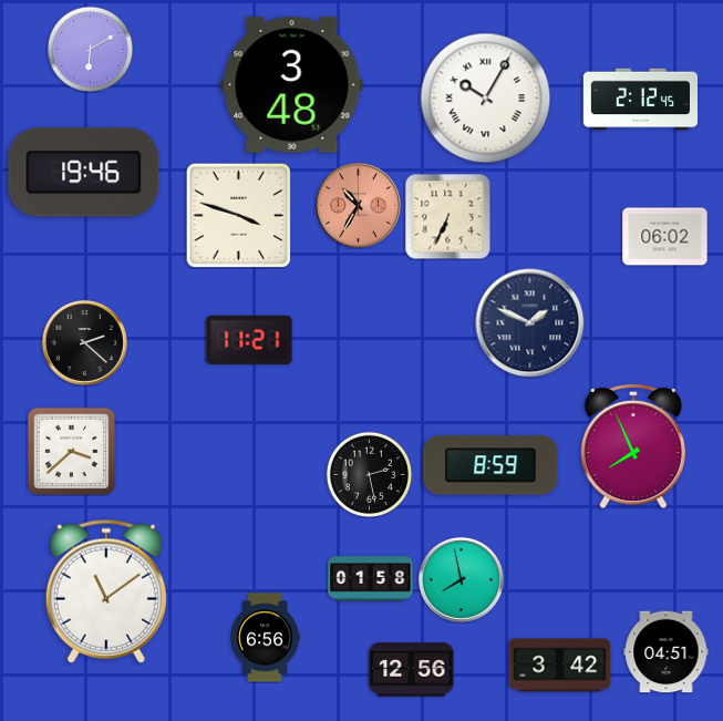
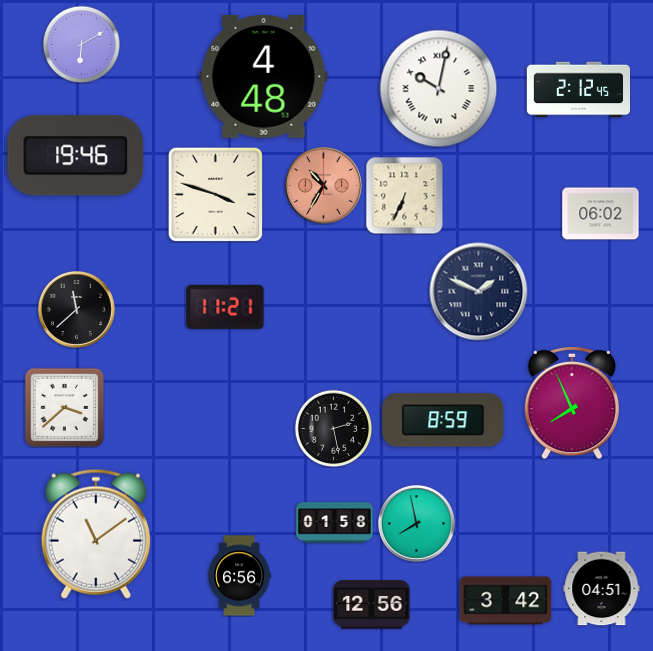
clock at (292, 84): 3:48 -> 4:48
clock at (486, 99): 10:05 -> 10:02
clock at (84, 342): 2:22 -> 11:38
